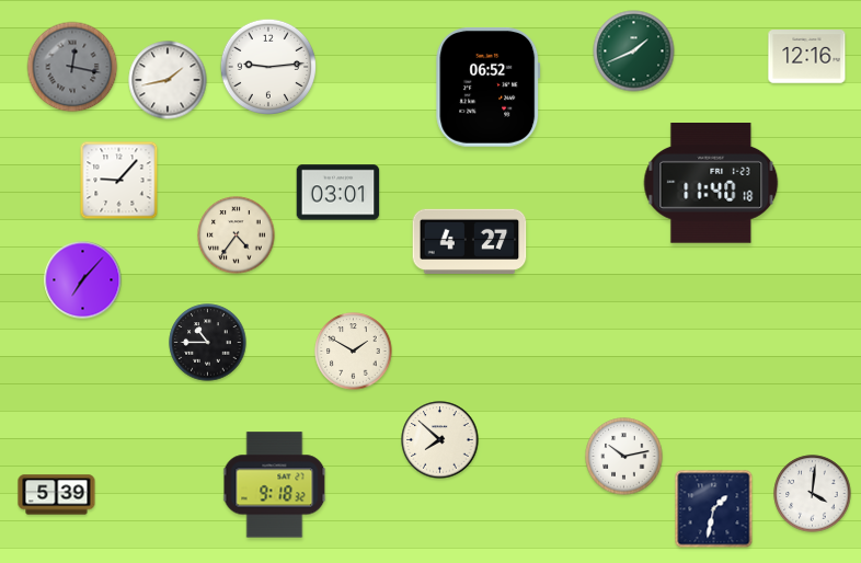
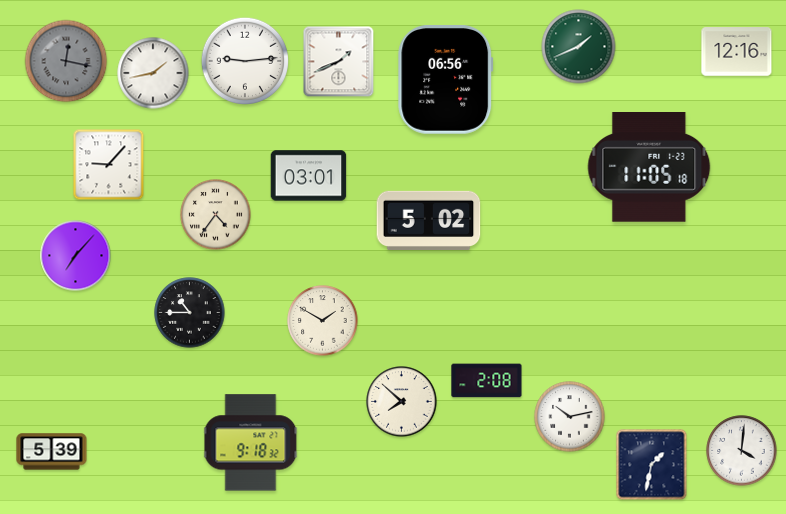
clock at (339, 62): none -> 1:41
clock at (489, 88): 06:52 -> 06:56
clock at (711, 184): 11:40 -> 11:05
clock at (470, 241): 4:27 -> 5:02
clock at (487, 381): none -> 2:08
